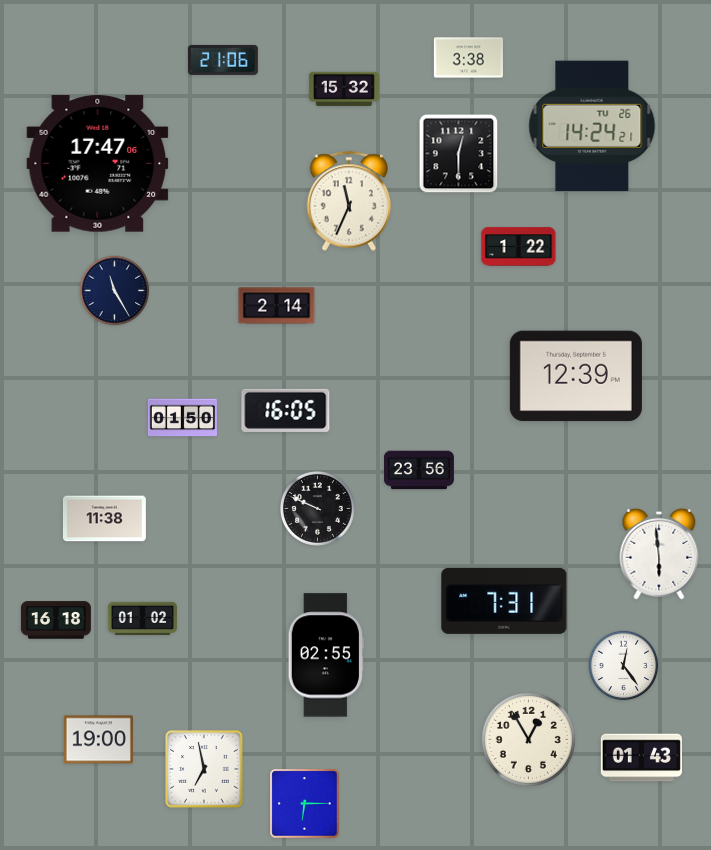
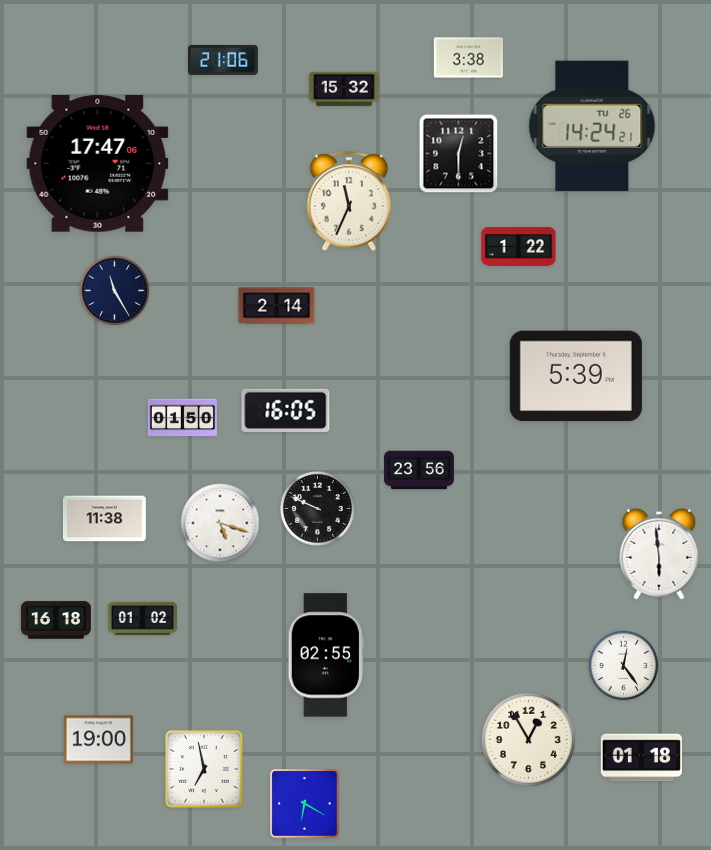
clock at (576, 376): 12:39 -> 5:39
clock at (220, 523): none -> 5:18
clock at (504, 601): 7:31 -> none
clock at (641, 758): 01:43 -> 01:18
clock at (305, 804): 6:15 -> 6:20
